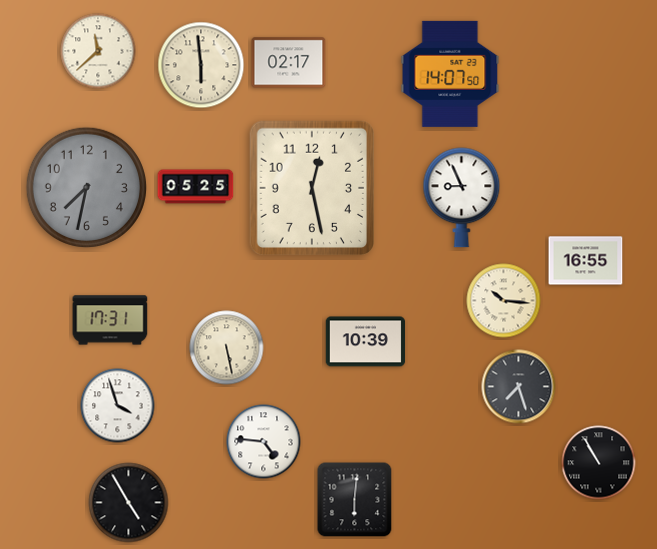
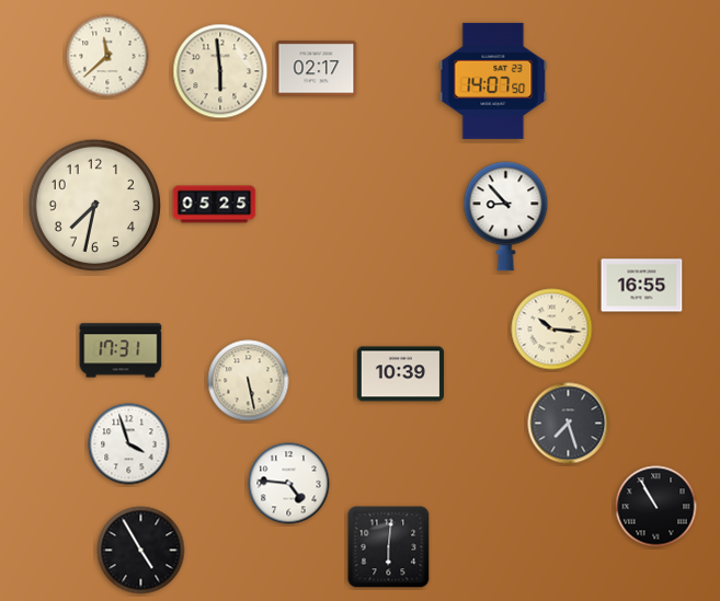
clock at (86, 187) dial: grey -> cream
clock at (311, 188): 12:28 -> none
clock at (462, 198): 8:56 -> 8:53
